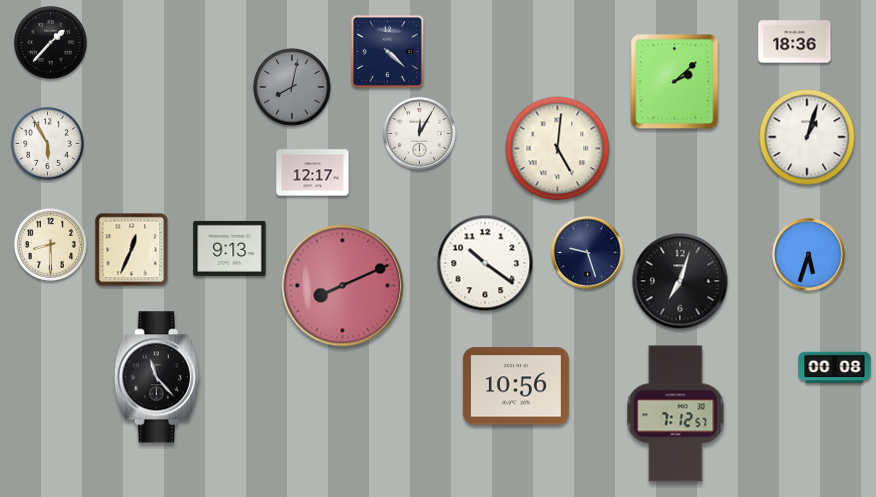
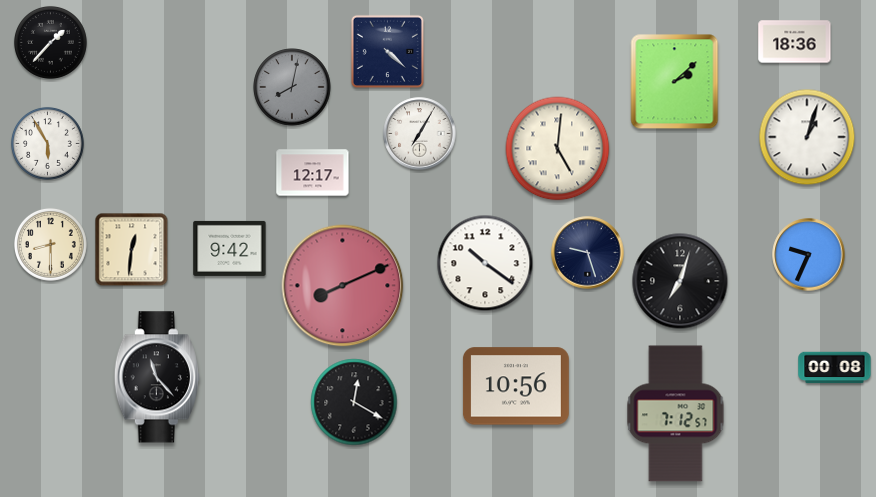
clock at (420, 134): 12:05 -> 7:05
clock at (230, 248): 9:13 -> 9:42
clock at (132, 250): 12:34 -> 12:31
clock at (809, 255): 5:33 -> 9:34
clock at (354, 402): none -> 12:20
